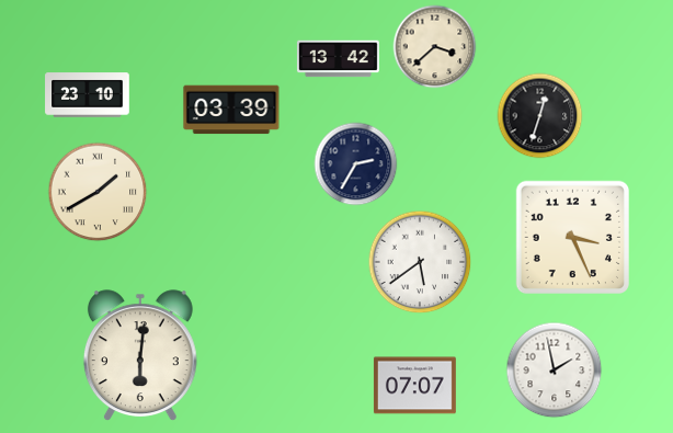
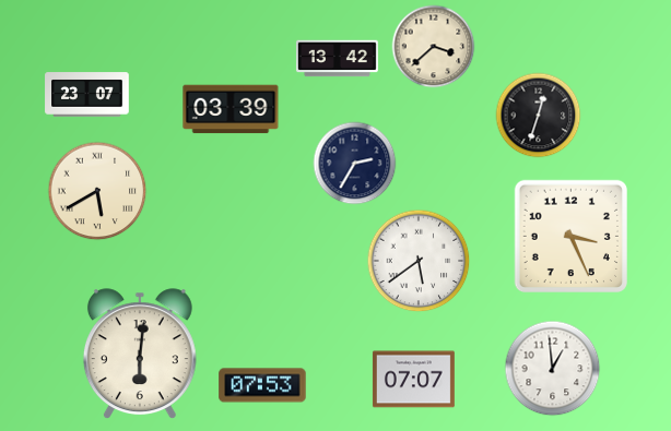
clock at (88, 95): 23:10 -> 23:07
clock at (98, 192): 1:40 -> 5:40
clock at (555, 371): 1:58 -> 12:59
clock at (414, 386) position: (414, 386) -> (413, 380)
clock at (262, 385): none -> 07:53
